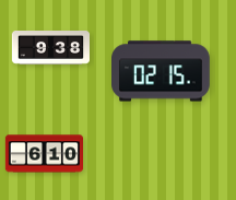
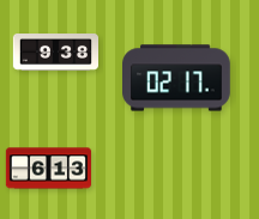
clock at (162, 71): 02:15 -> 02:17
clock at (44, 154): 6:10 -> 6:13
